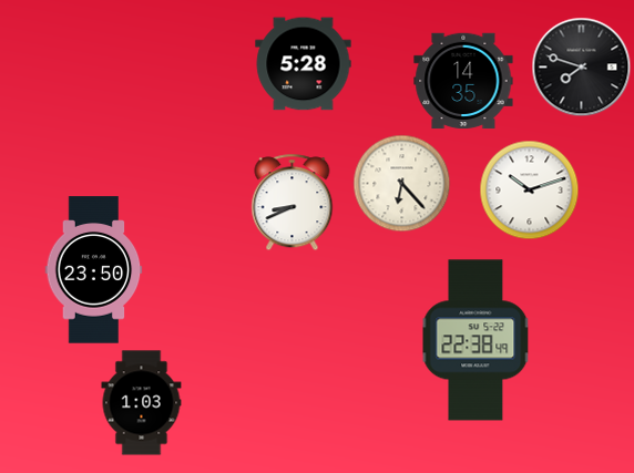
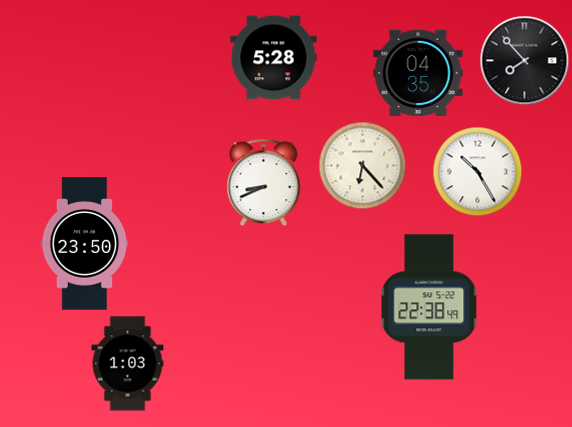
clock at (581, 66): 7:48 -> 7:53
clock at (463, 81): 14:35 -> 04:35
clock at (529, 189): 10:12 -> 10:25
